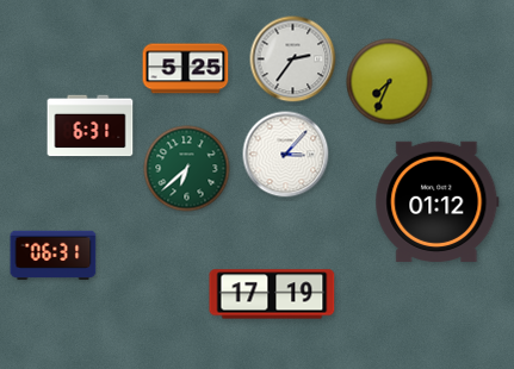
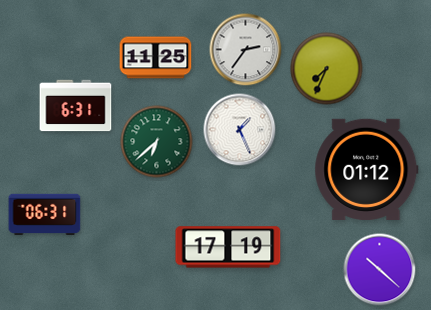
clock at (186, 69): 5:25 -> 11:25
clock at (286, 155): 3:07 -> 1:26
clock at (380, 270): none -> 10:22
